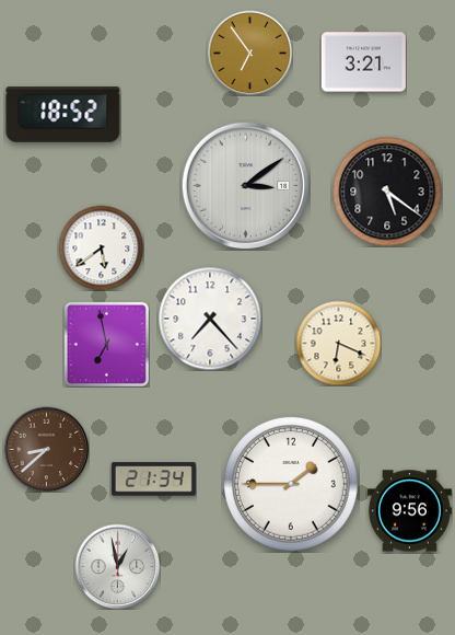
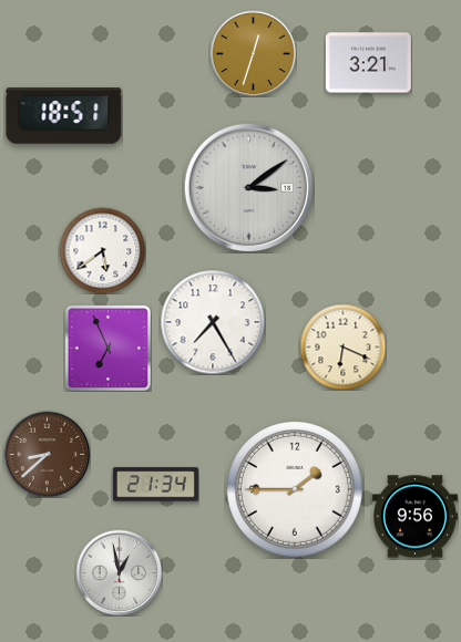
clock at (249, 53): 6:54 -> 12:33
clock at (63, 115): 18:52 -> 18:51
clock at (387, 192): 5:21 -> none
clock at (210, 319): 7:23 -> 7:25
clock at (106, 344): 6:58 -> 6:56
